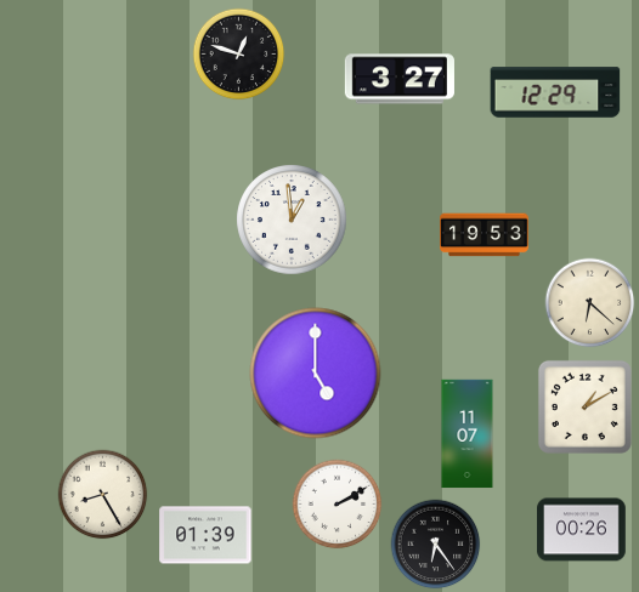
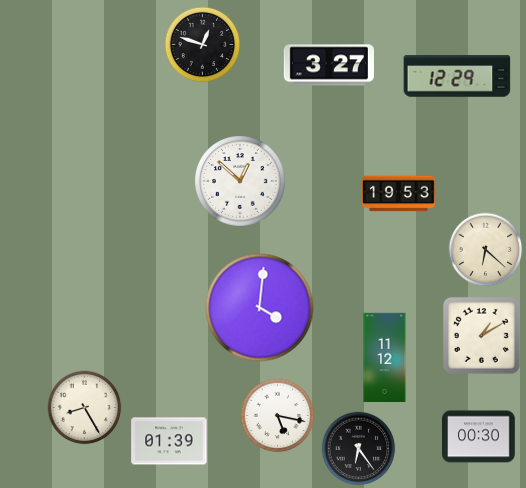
clock at (239, 55) position: (239, 55) -> (203, 45)
clock at (292, 220): 12:59 -> 12:52
clock at (316, 374): 5:00 -> 4:01
clock at (468, 434): 11:07 -> 11:12
clock at (338, 505): 2:10 -> 5:17
clock at (582, 530): 00:26 -> 00:30
